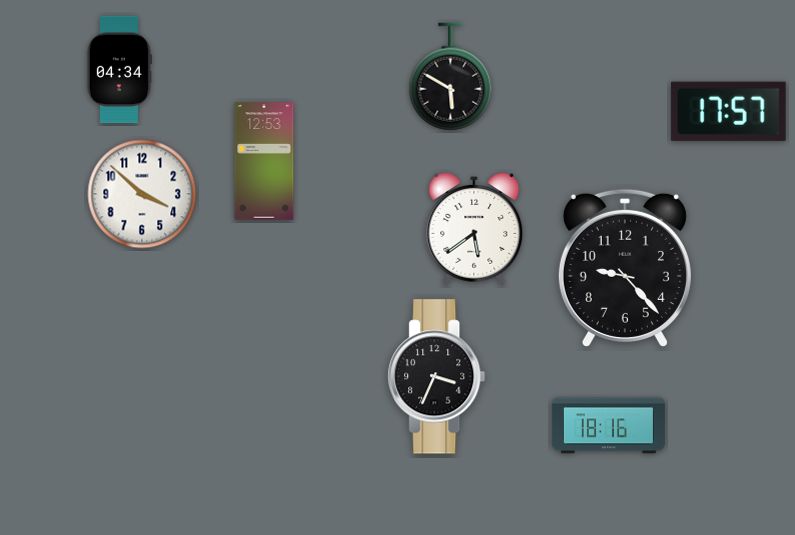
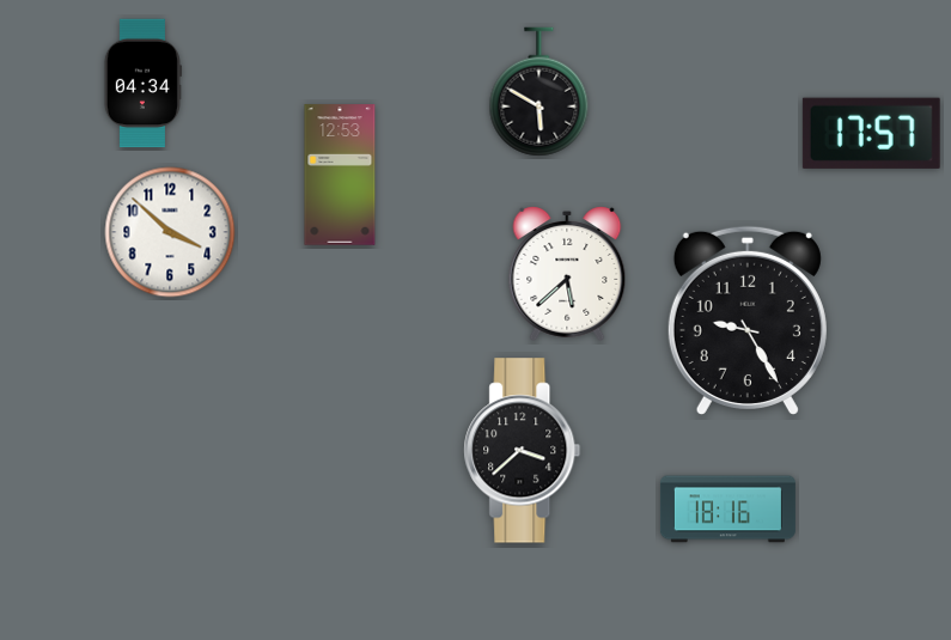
clock at (264, 161) position: (264, 161) -> (340, 175)
clock at (474, 229): 5:39 -> 5:38
clock at (625, 268): 9:23 -> 9:25
clock at (437, 377): 3:34 -> 3:38
